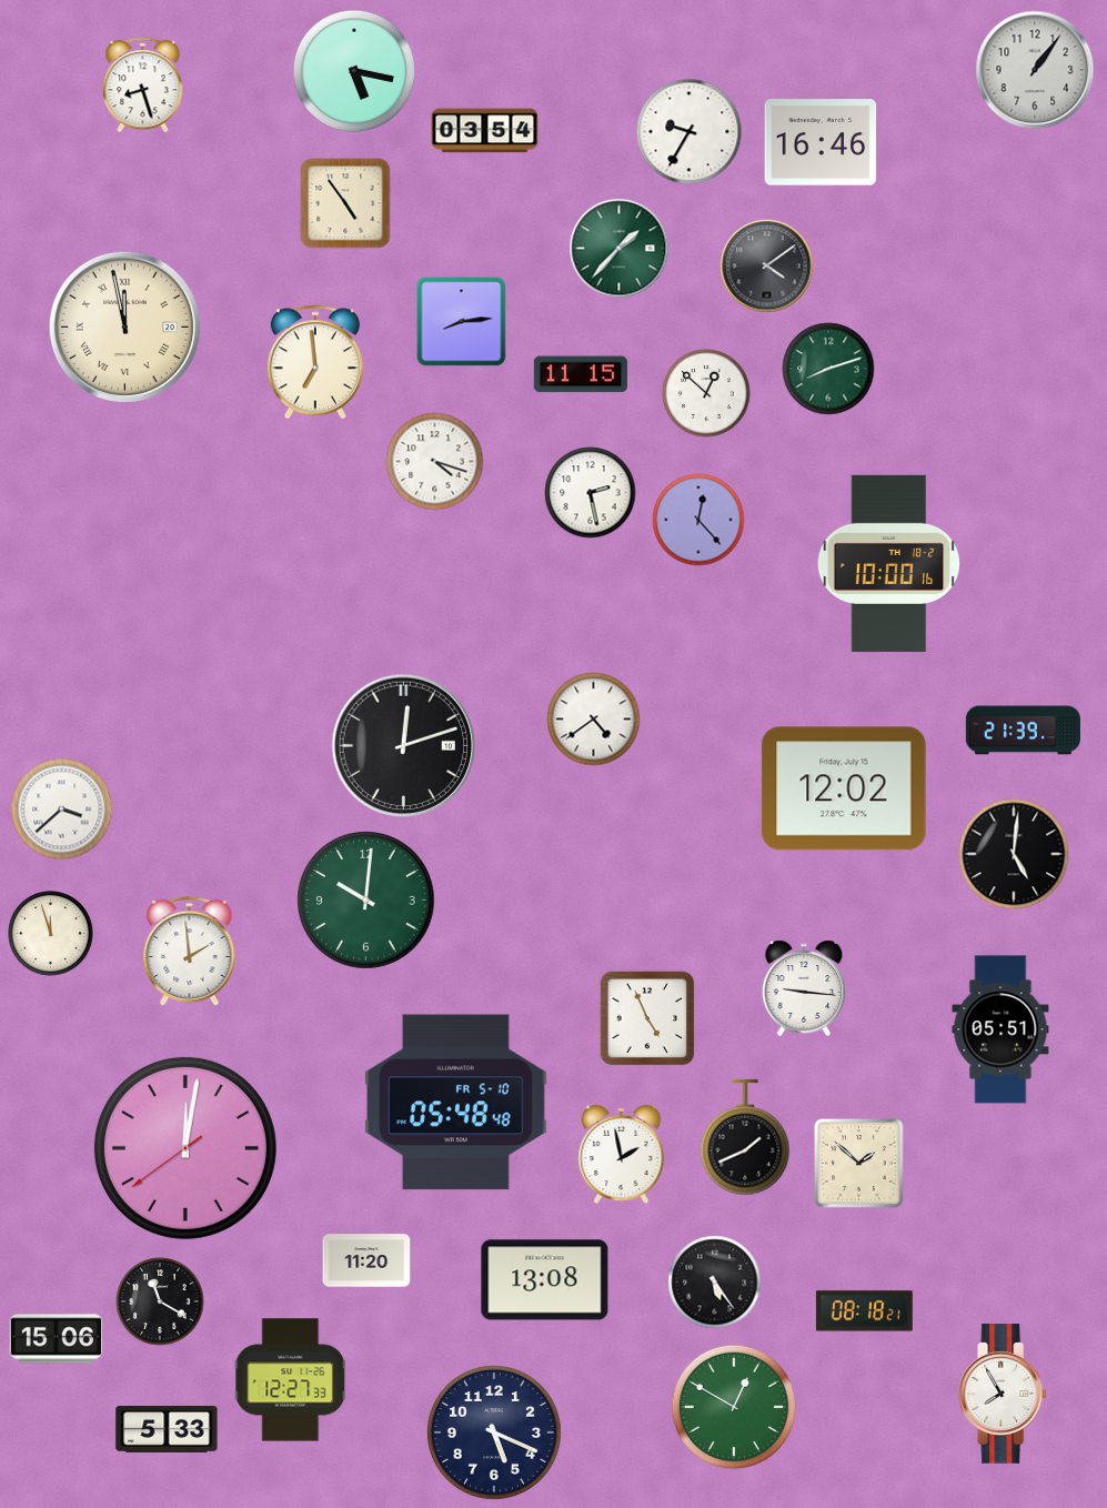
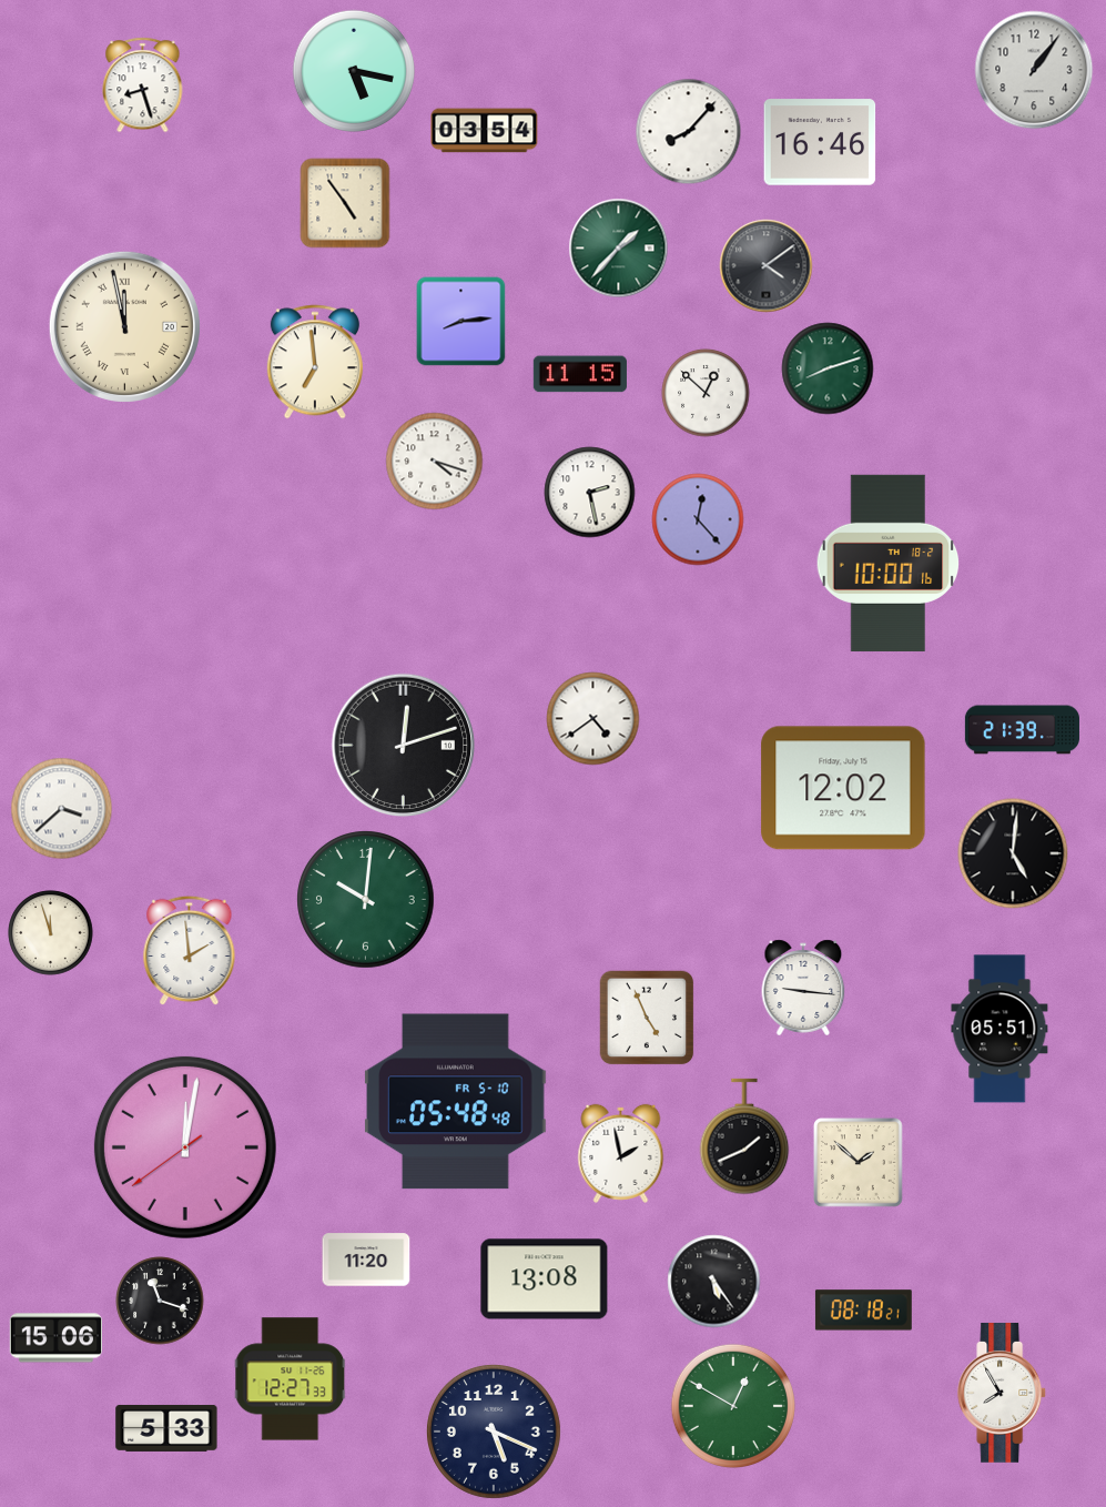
clock at (690, 132): 9:35 -> 8:07
clock at (160, 1301): 11:20 -> 11:18
